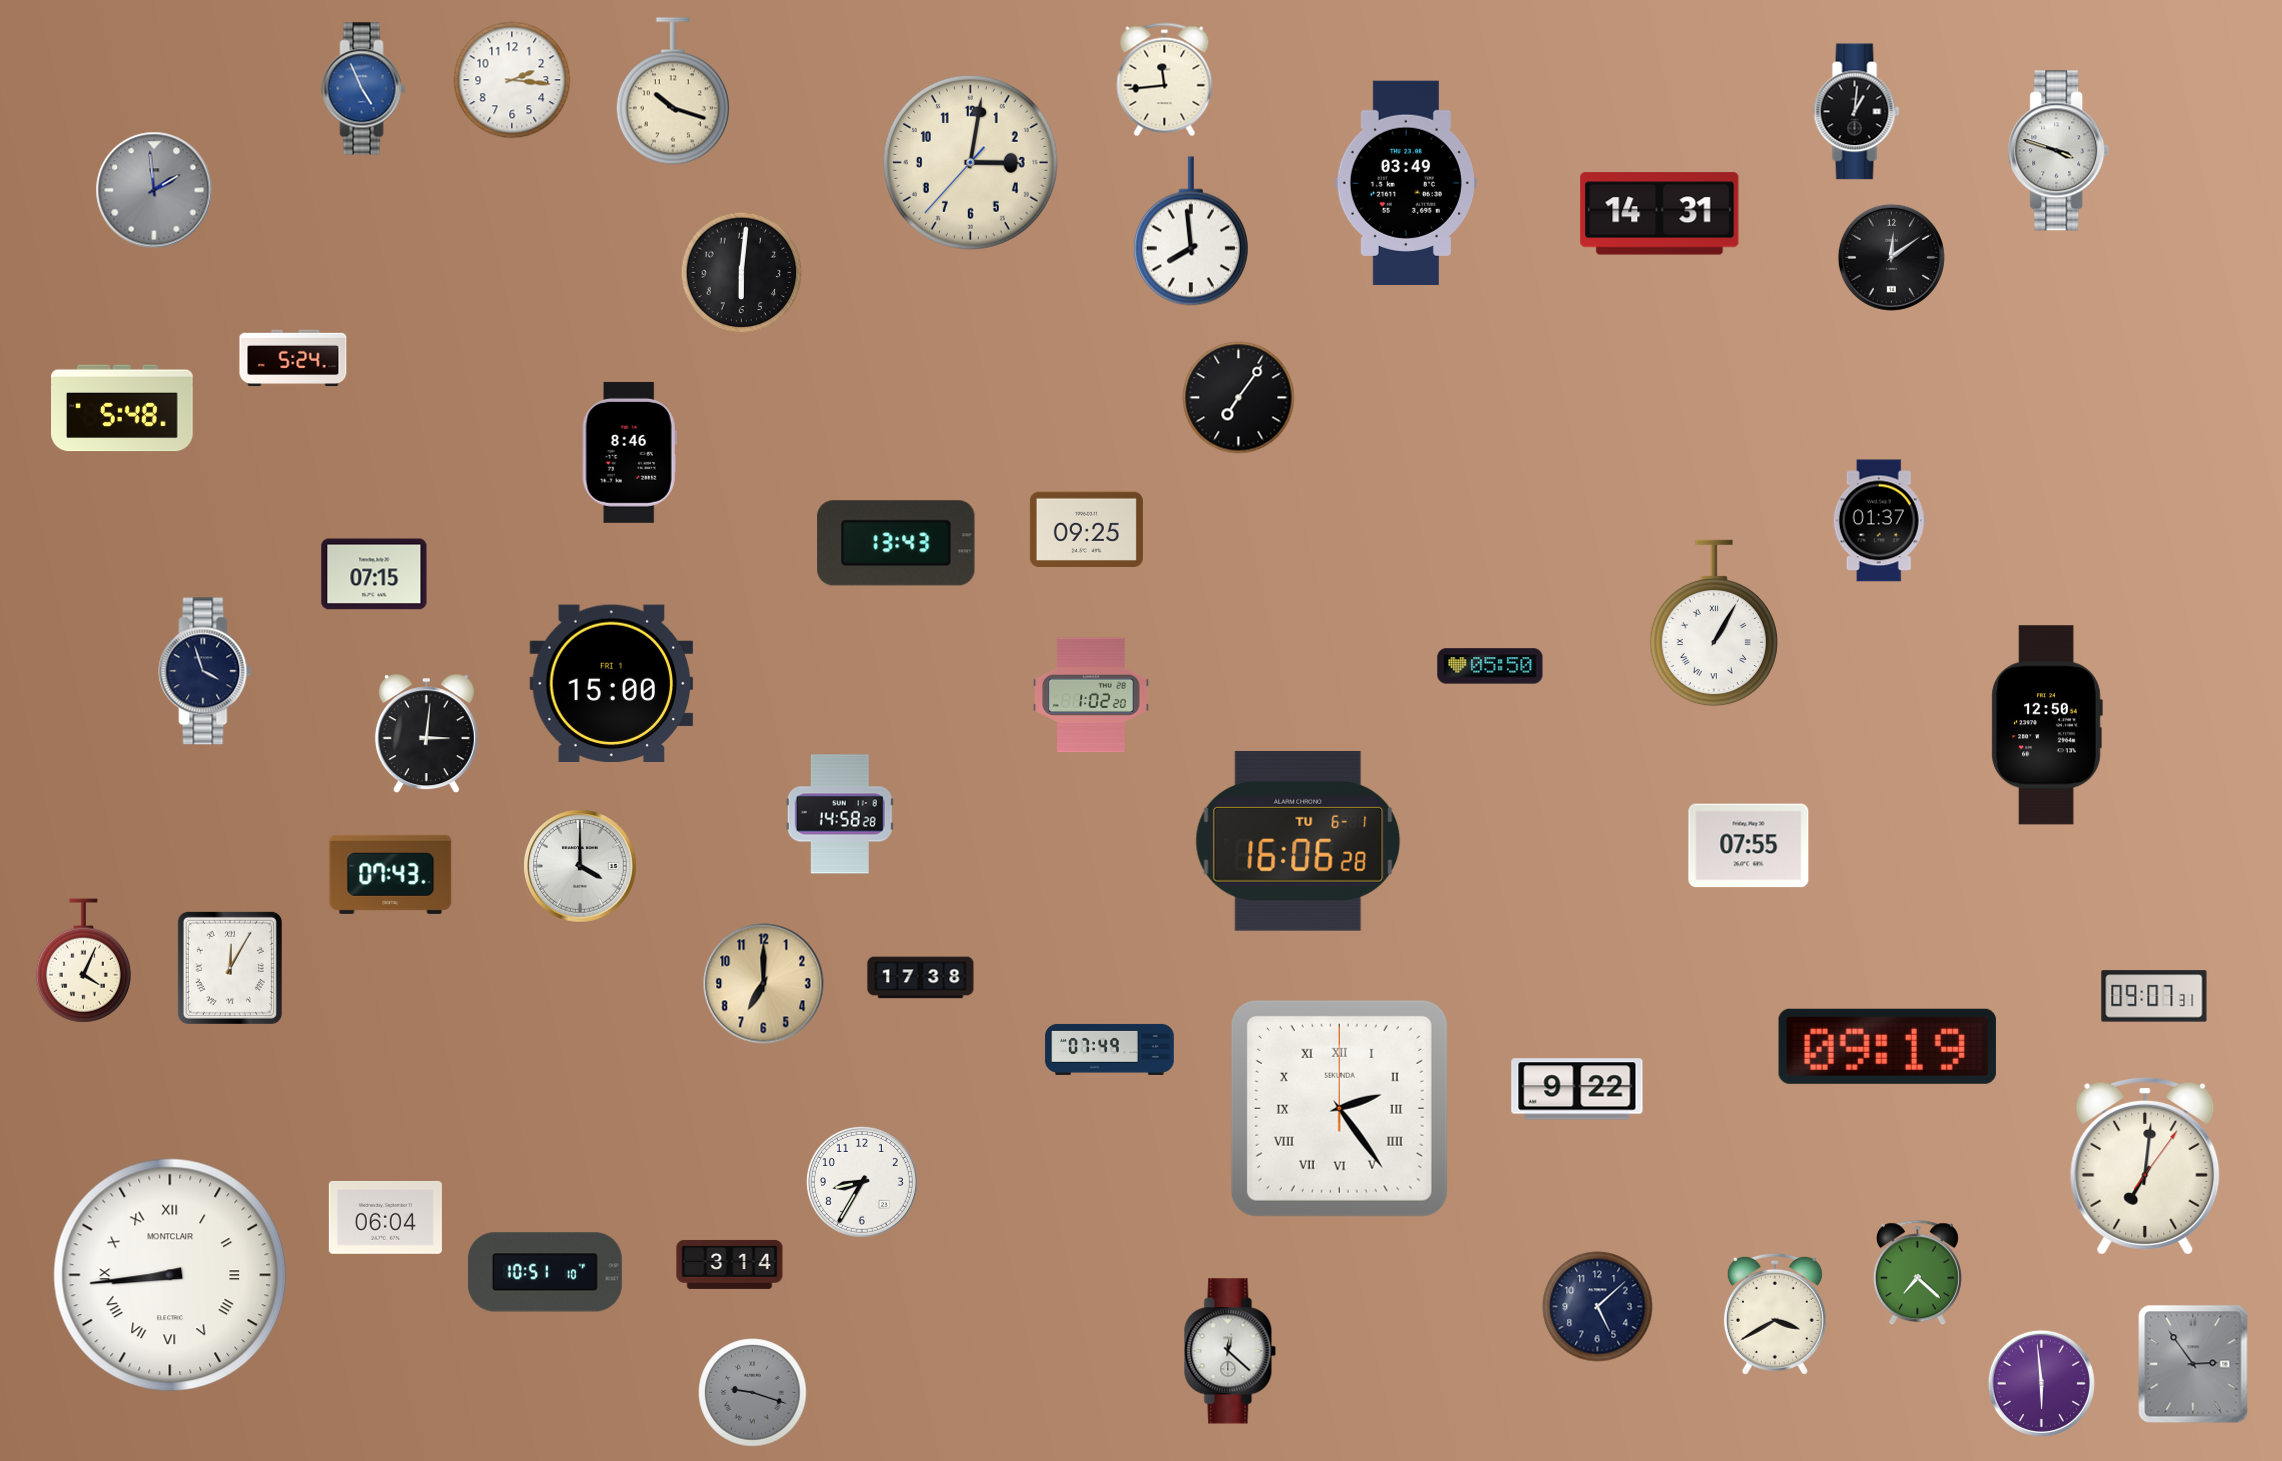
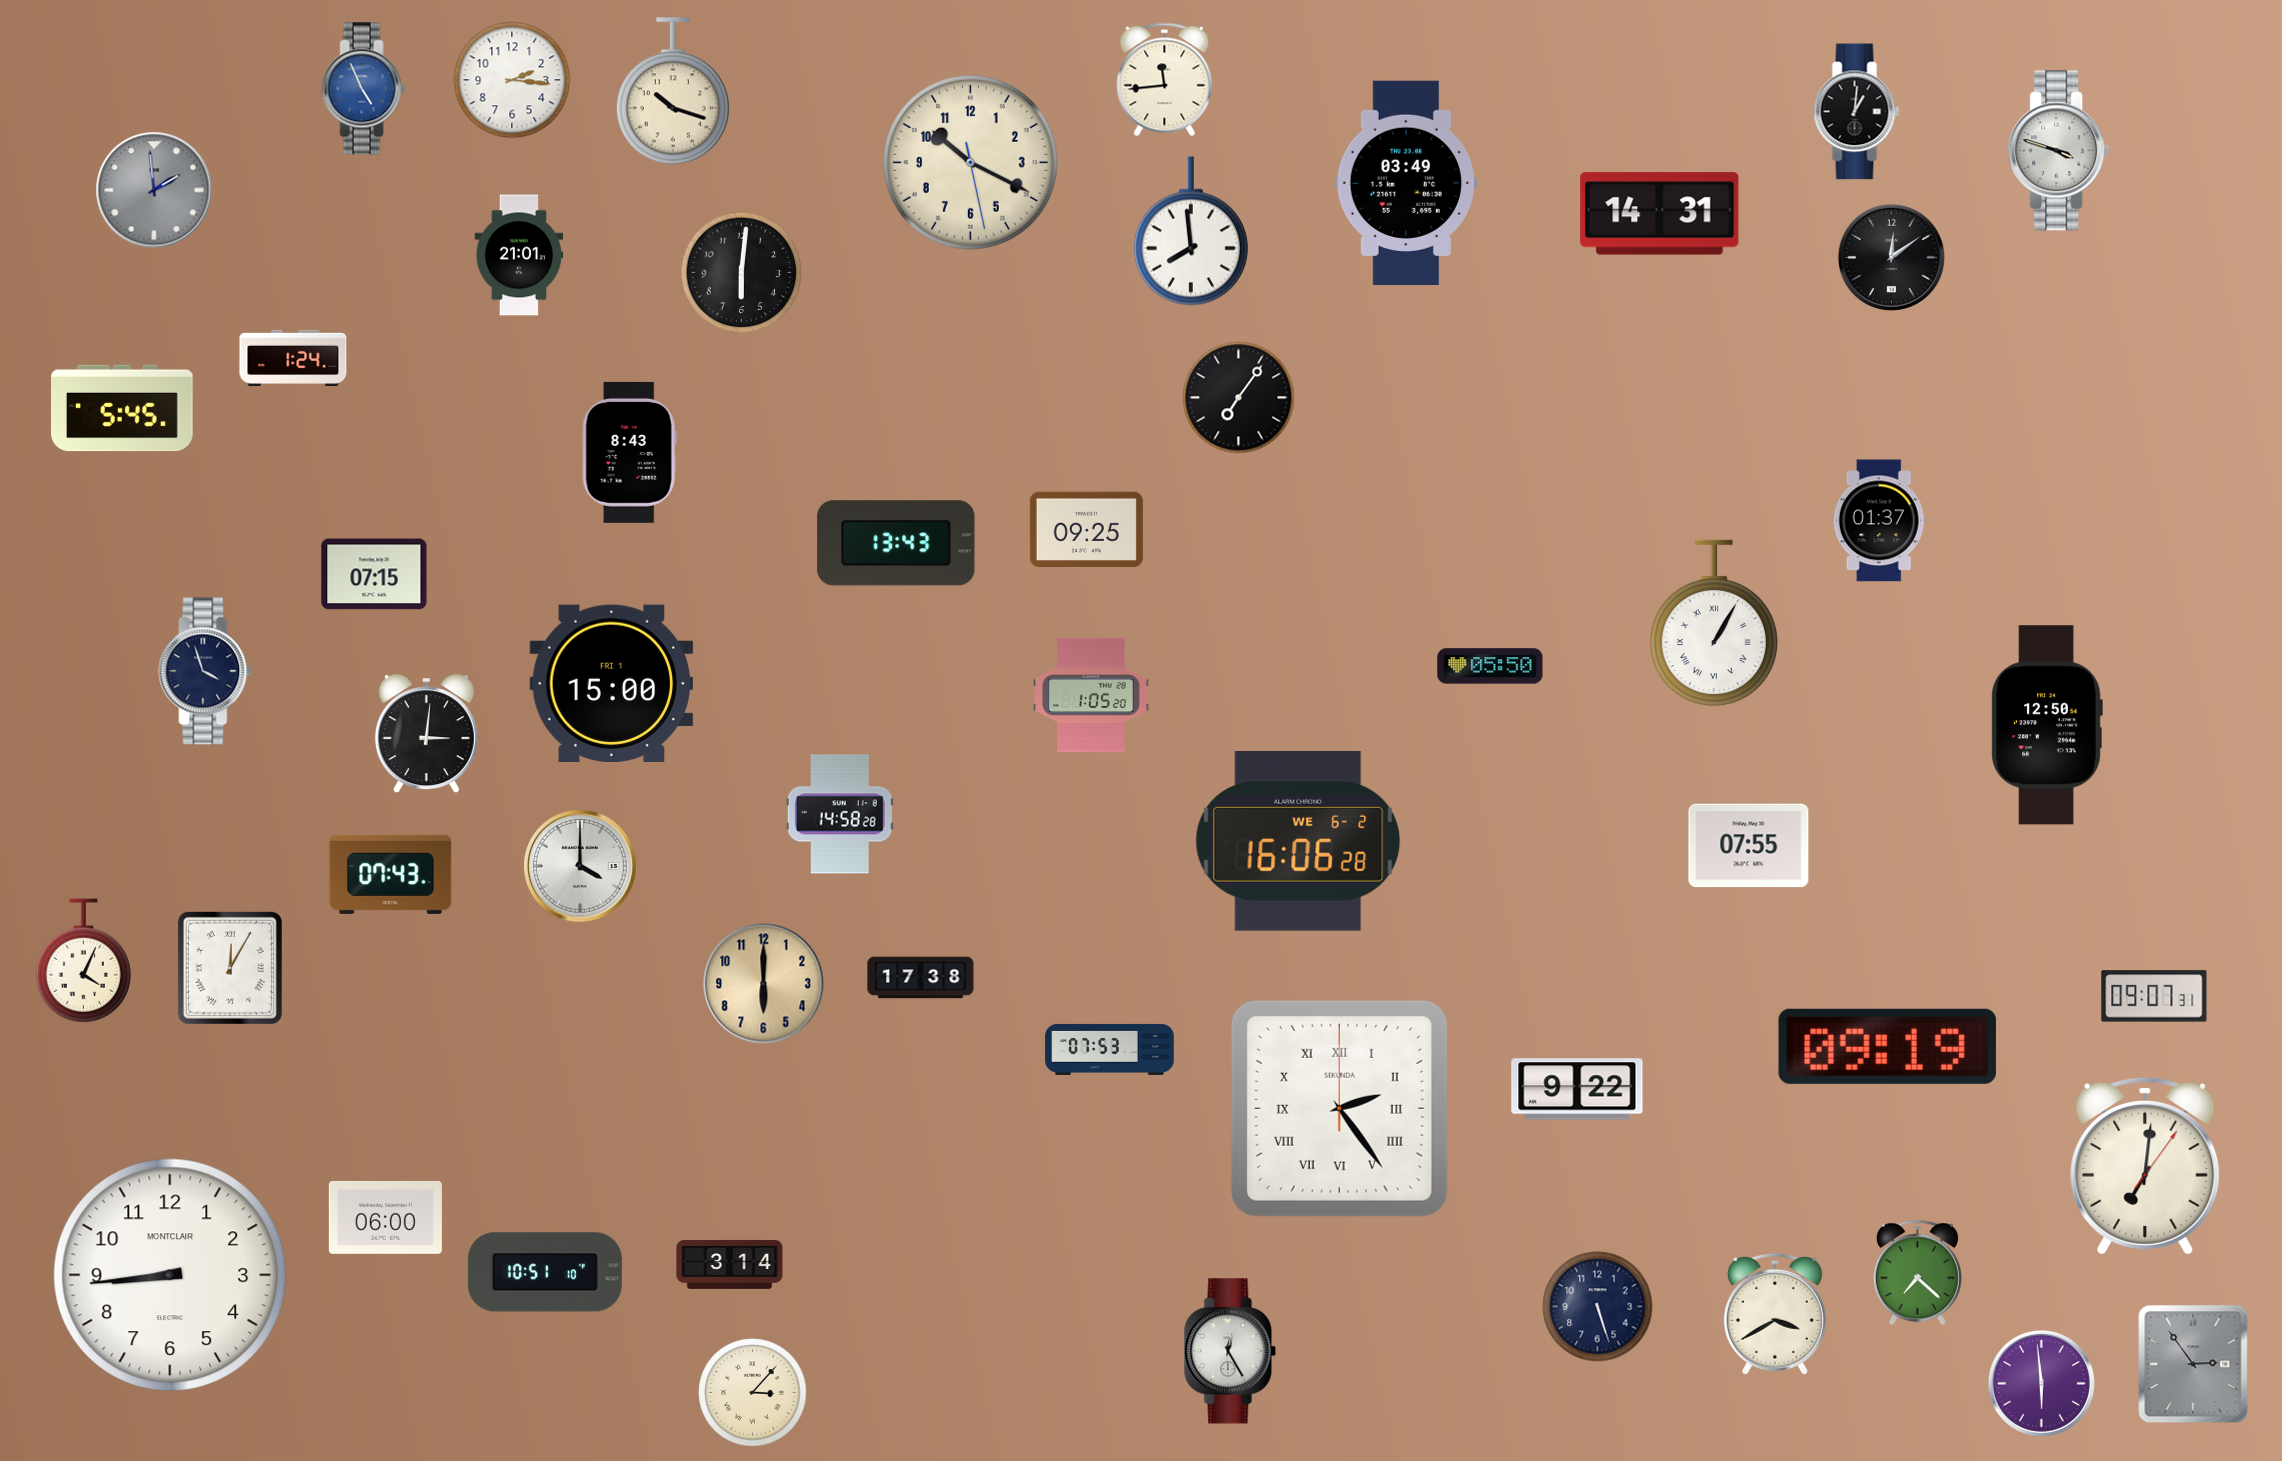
clock at (970, 162): 3:01 -> 10:19
clock at (519, 255): none -> 21:01
clock at (293, 358): 5:24 -> 1:24
clock at (123, 408): 5:48 -> 5:45
clock at (629, 452): 8:46 -> 8:43
clock at (1091, 695): 1:02 -> 1:05
clock at (1298, 841) date: TU 6-1 -> WE 6-2
clock at (764, 984): 7:00 -> 6:00
clock at (1110, 1049): 07:49 -> 07:53
clock at (862, 1182): 8:35 -> none
clock at (385, 1217): 06:04 -> 06:00
clock at (170, 1275) numerals: Roman -> Arabic
clock at (1598, 1307): 5:08 -> 5:27
clock at (1230, 1351): 12:22 -> 12:25
clock at (753, 1393): 9:18 -> 3:07
clock at (753, 1393) dial: grey -> cream
